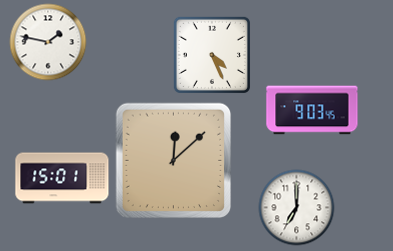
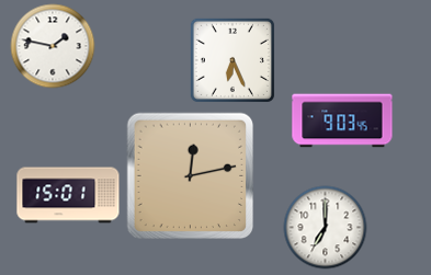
clock at (212, 55): 4:26 -> 6:26
clock at (174, 161): 12:08 -> 12:13
